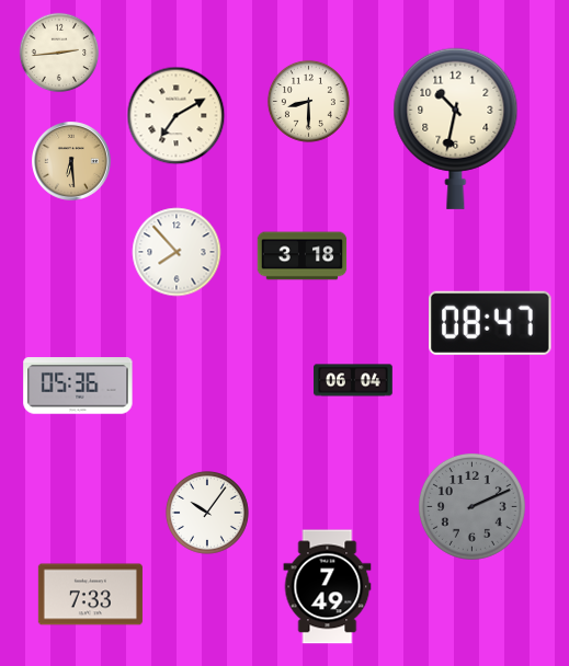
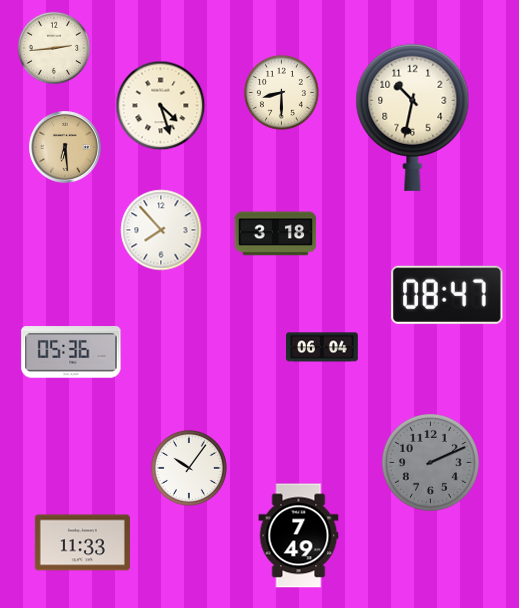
clock at (177, 116): 7:10 -> 4:27
clock at (456, 128) position: (456, 128) -> (413, 117)
clock at (90, 595): 7:33 -> 11:33
